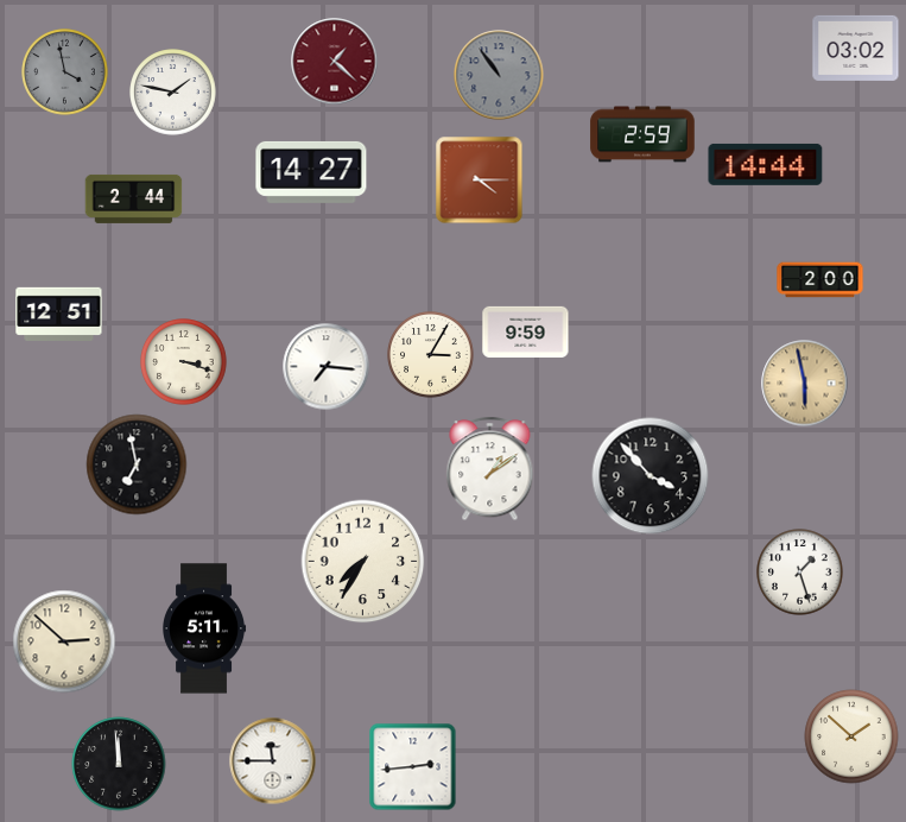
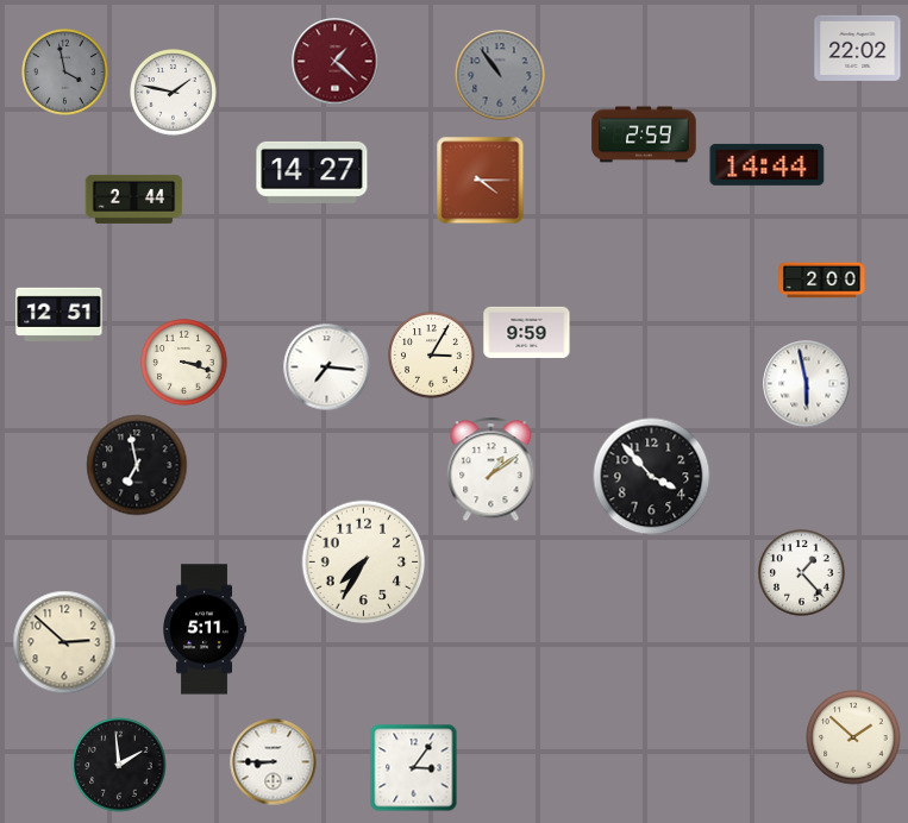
clock at (856, 48): 03:02 -> 22:02
clock at (805, 384) dial: champagne -> white
clock at (800, 573): 1:27 -> 1:23
clock at (273, 761): 11:45 -> 8:45
clock at (119, 764): 11:59 -> 1:59
clock at (413, 767): 2:44 -> 3:06
